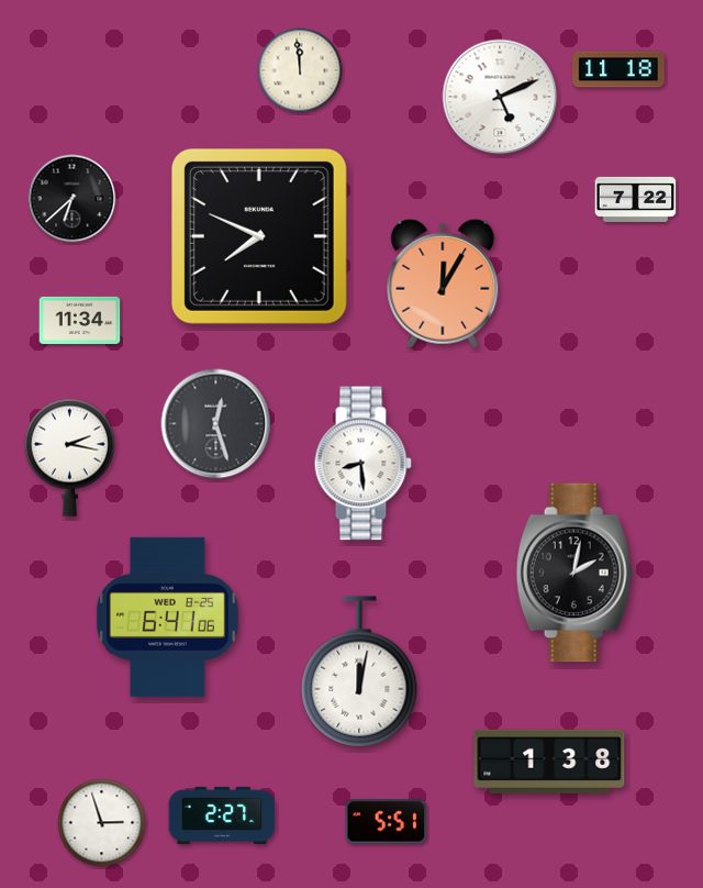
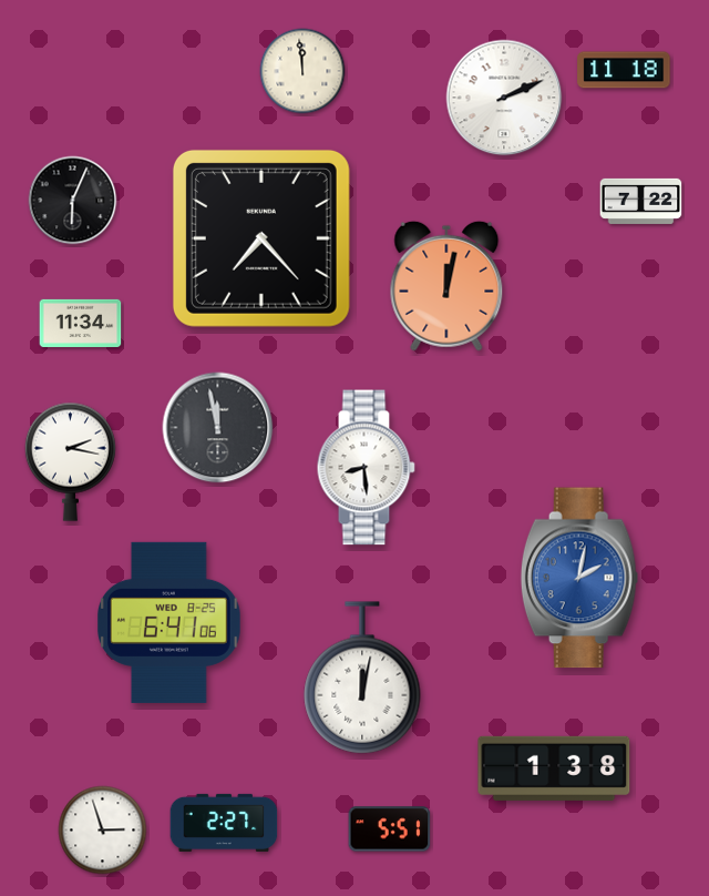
clock at (500, 97): 5:11 -> 2:11
clock at (72, 199): 6:38 -> 6:04
clock at (259, 236): 7:49 -> 7:23
clock at (443, 284): 12:05 -> 12:02
clock at (216, 424): 12:27 -> 11:58
clock at (574, 573) dial: black -> blue
